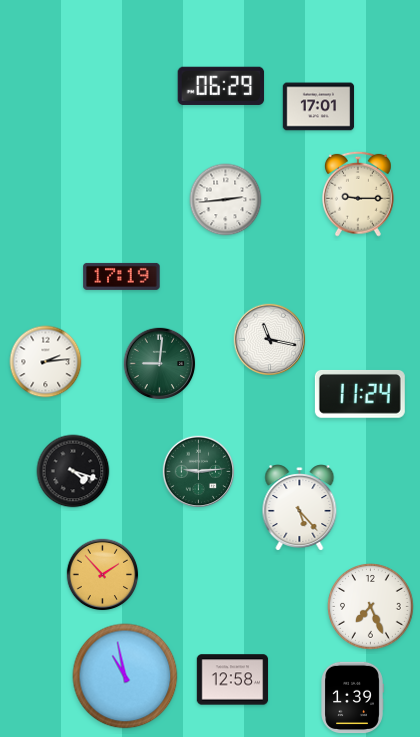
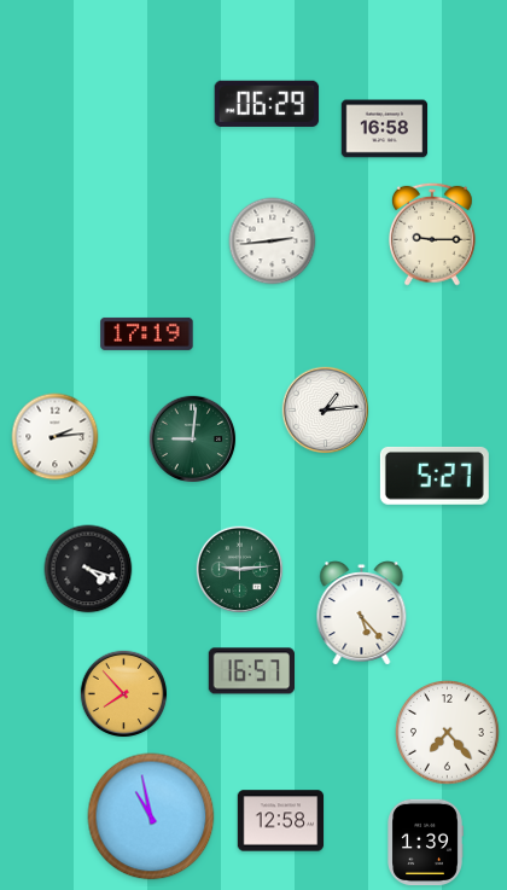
clock at (319, 107): 17:01 -> 16:58
clock at (270, 340): 11:17 -> 1:14
clock at (360, 394): 11:24 -> 5:27
clock at (251, 671): none -> 16:57
clock at (103, 575): 1:53 -> 7:53
clock at (371, 607): 7:26 -> 7:23
